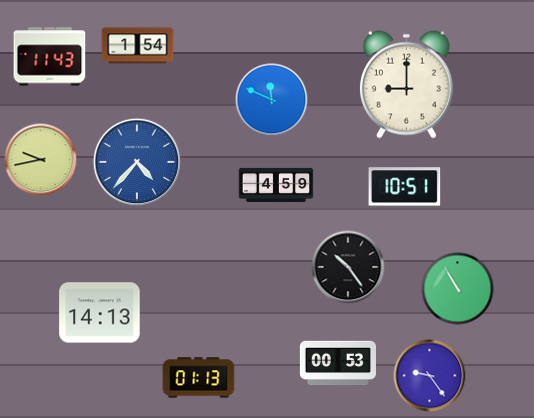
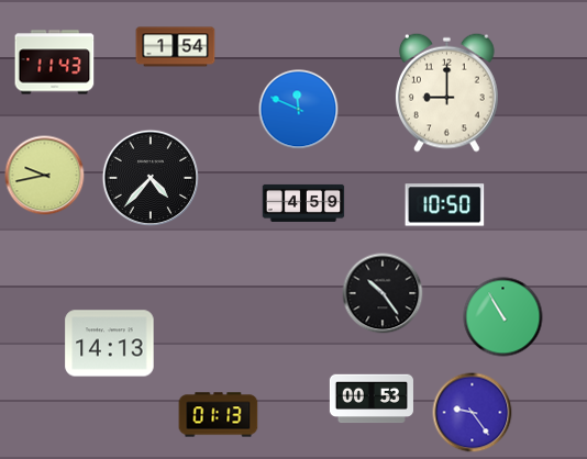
clock at (138, 46) position: (138, 46) -> (176, 47)
clock at (136, 161) dial: blue -> black
clock at (405, 187): 10:51 -> 10:50
